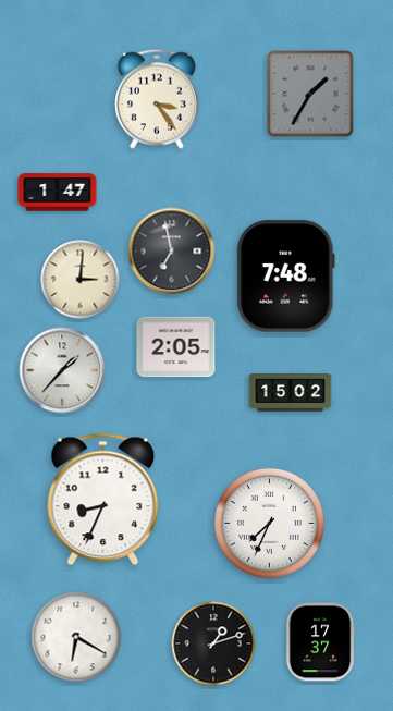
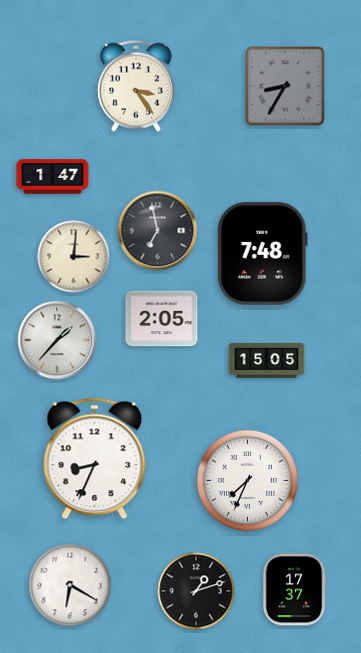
clock at (310, 94): 1:35 -> 8:35
clock at (157, 99) position: (157, 99) -> (136, 86)
clock at (291, 393): 15:02 -> 15:05
